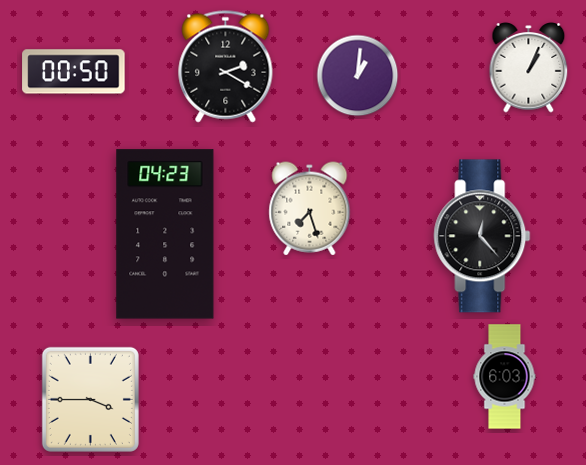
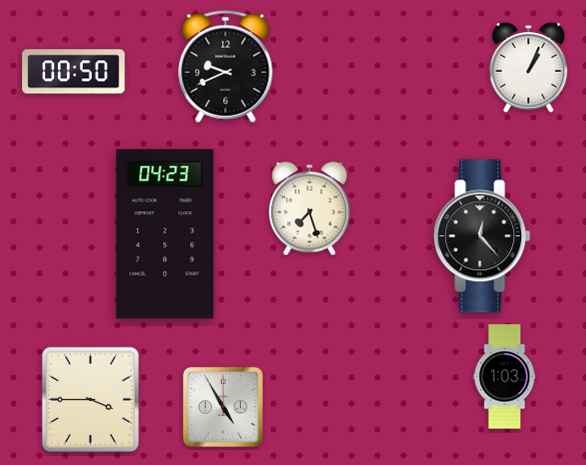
clock at (226, 67): 2:20 -> 9:41
clock at (358, 76): 1:01 -> none
clock at (505, 377): 6:03 -> 1:03
clock at (223, 407): none -> 4:55
